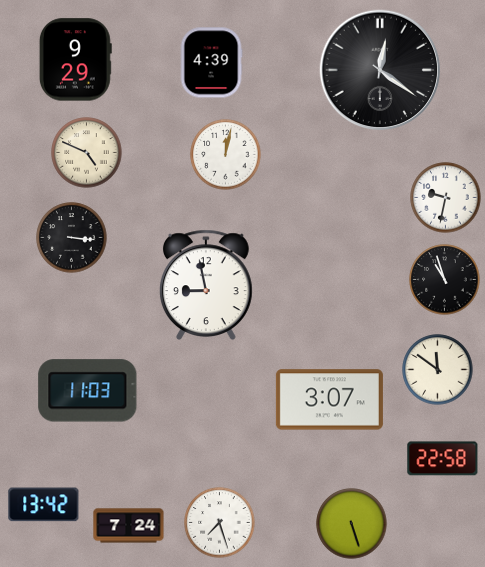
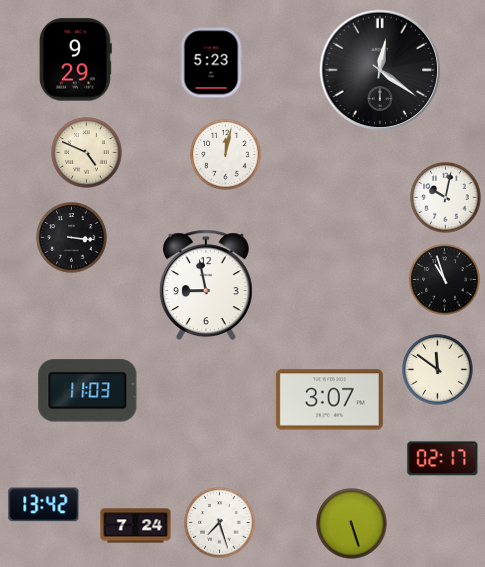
clock at (211, 63): 4:39 -> 5:23
clock at (446, 198): 9:32 -> 10:02
clock at (443, 459): 22:58 -> 02:17
clock at (129, 526) position: (129, 526) -> (136, 526)
